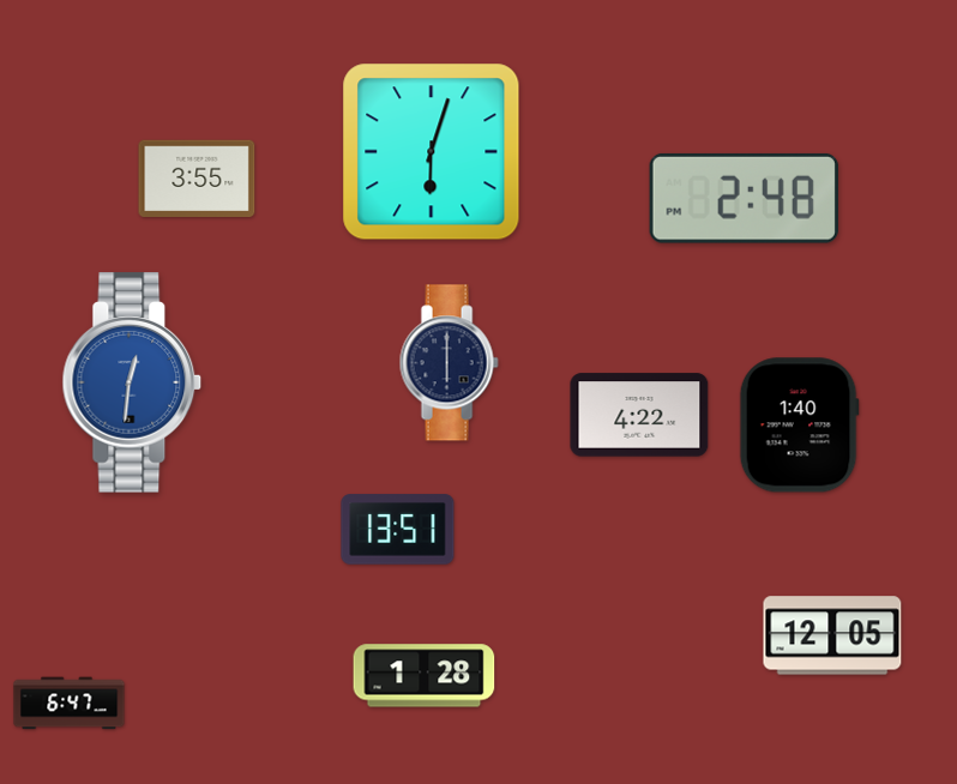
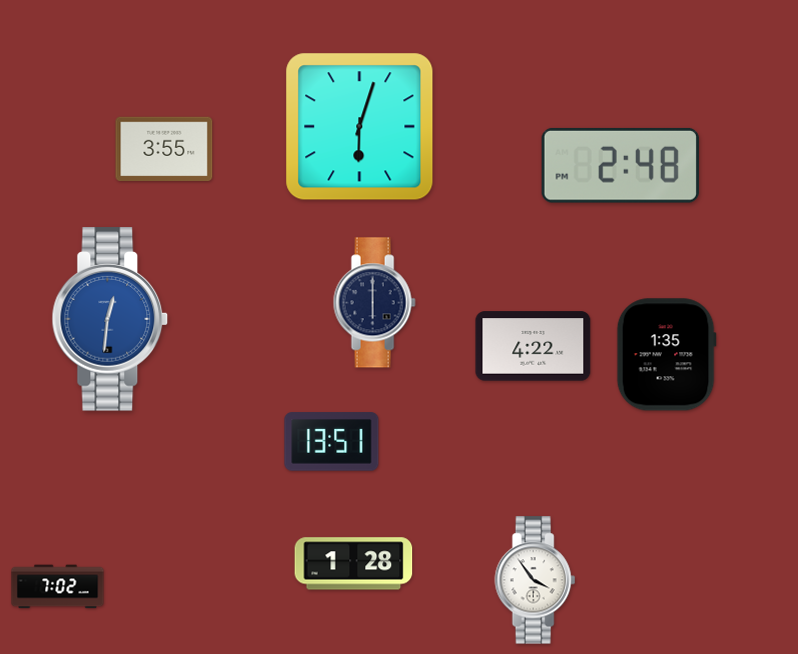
clock at (799, 426): 1:40 -> 1:35
clock at (832, 635): 12:05 -> none
clock at (535, 580): none -> 3:54
clock at (70, 704): 6:47 -> 7:02
